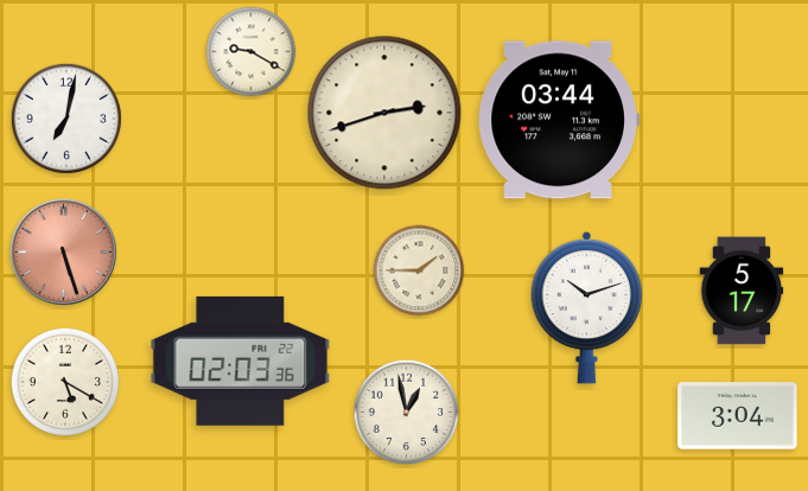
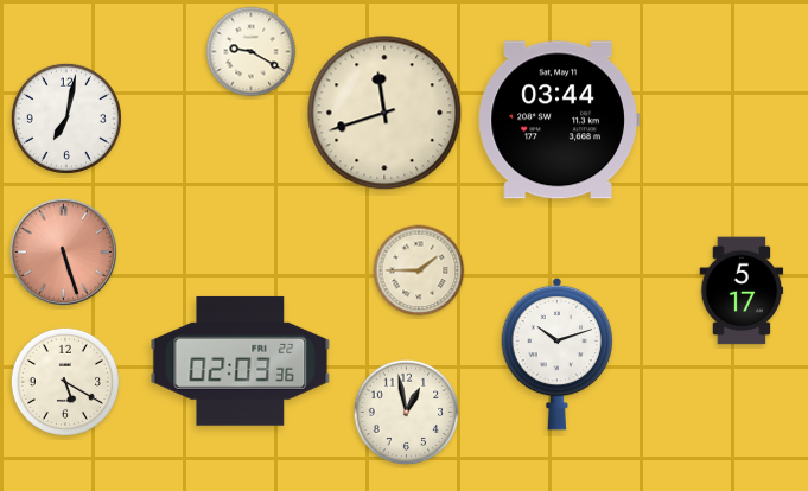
clock at (384, 113): 2:42 -> 11:42
clock at (587, 307) position: (587, 307) -> (558, 353)
clock at (738, 416): 3:04 -> none
